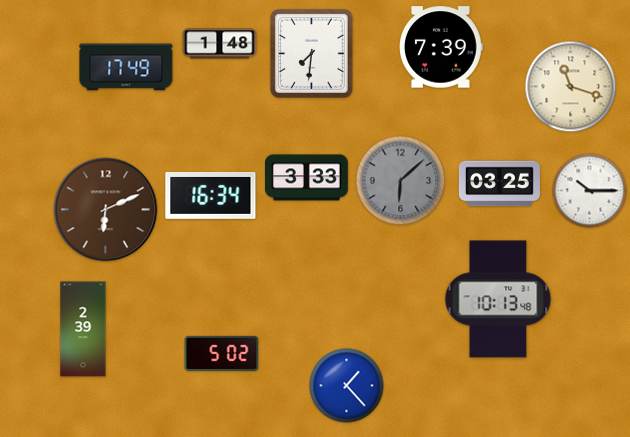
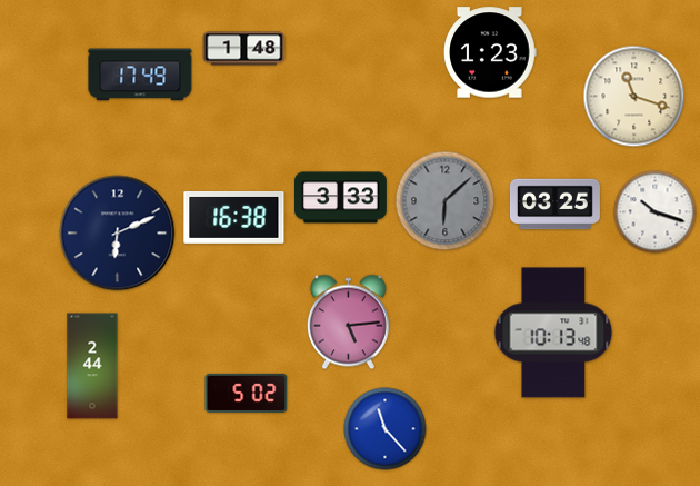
clock at (442, 47): 7:39 -> 1:23
clock at (312, 54): 7:31 -> none
clock at (590, 191): 10:15 -> 10:18
clock at (211, 195): 16:34 -> 16:38
clock at (106, 210) dial: brown -> navy
clock at (348, 323): none -> 5:14
clock at (83, 329): 2:39 -> 2:44
clock at (347, 386): 1:23 -> 11:23
